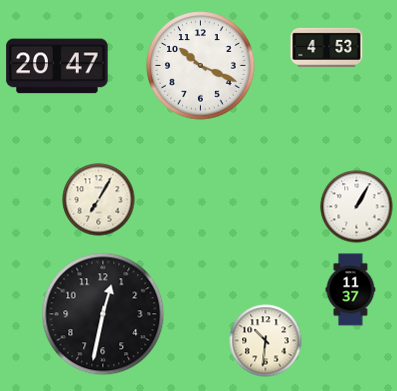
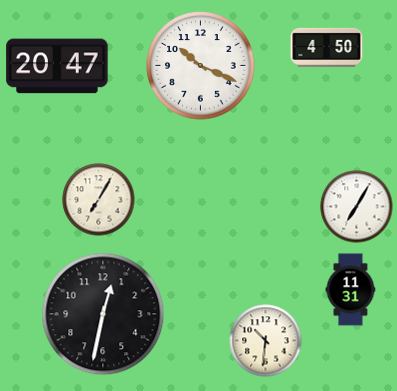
clock at (327, 47): 4:53 -> 4:50
clock at (357, 207): 1:05 -> 7:05
clock at (351, 290): 11:37 -> 11:31
